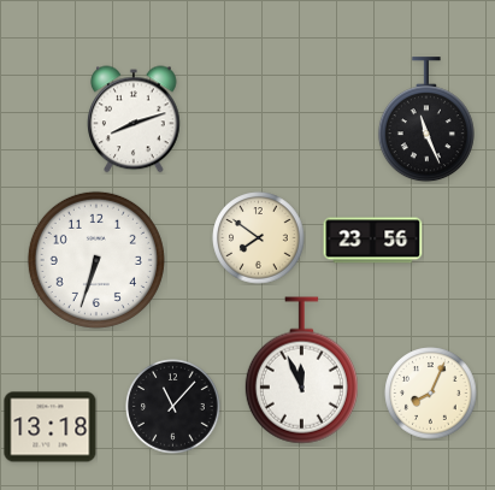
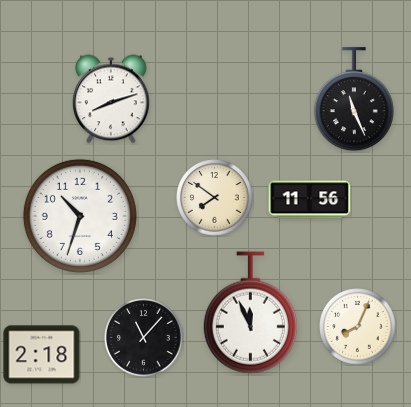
clock at (373, 241): 23:56 -> 11:56
clock at (96, 260): 6:33 -> 10:33
clock at (301, 371) position: (301, 371) -> (250, 313)
clock at (51, 427): 13:18 -> 2:18
